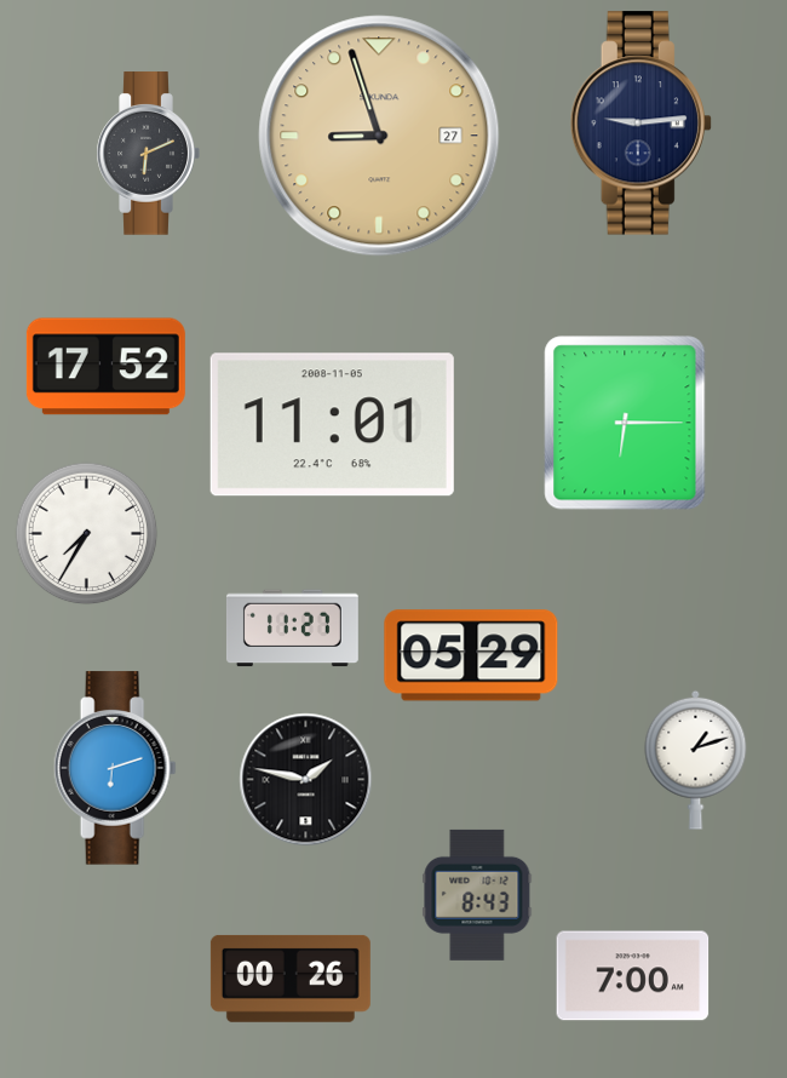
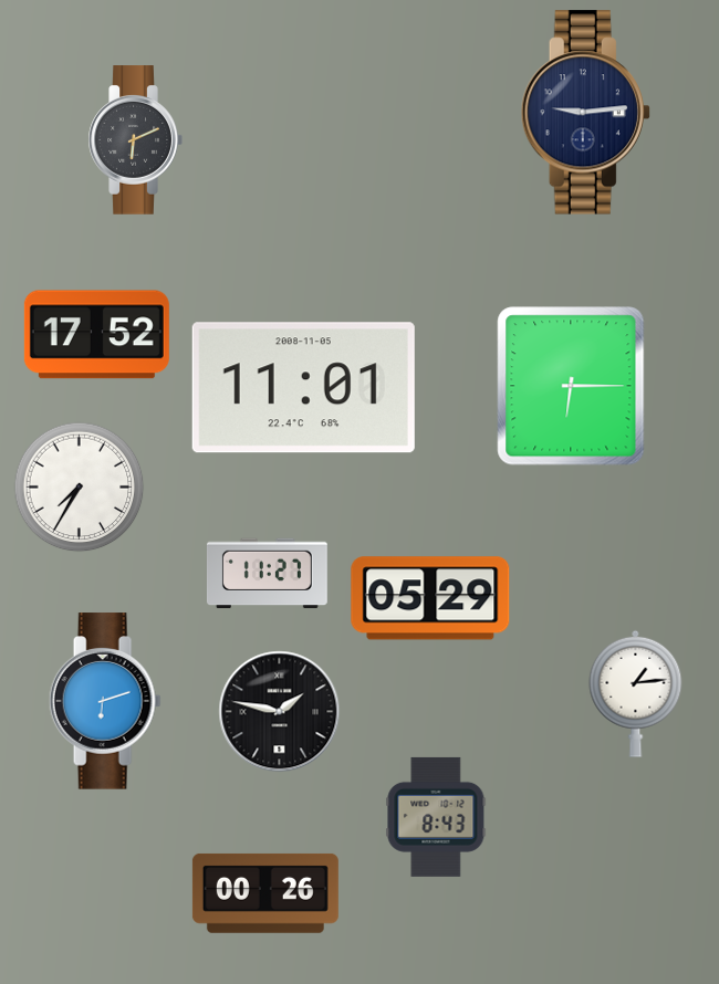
clock at (379, 136): 8:57 -> none
clock at (696, 759): 1:12 -> 1:14
clock at (633, 976): 7:00 -> none
